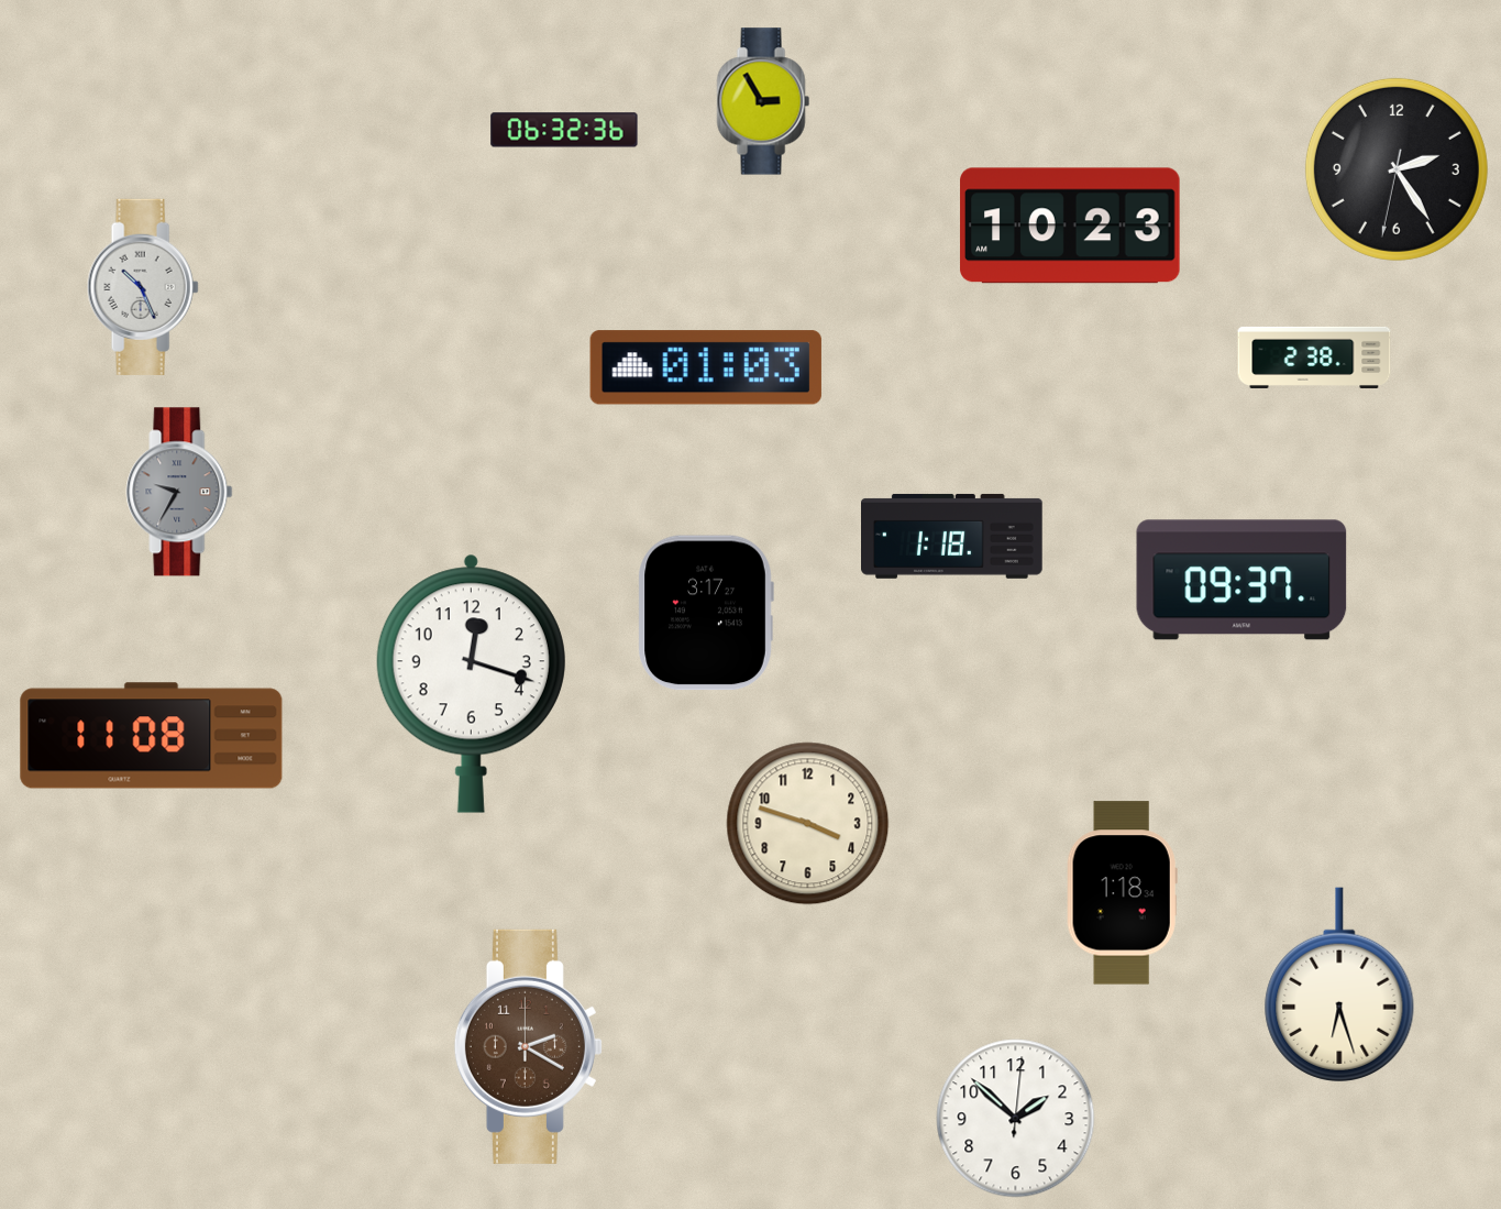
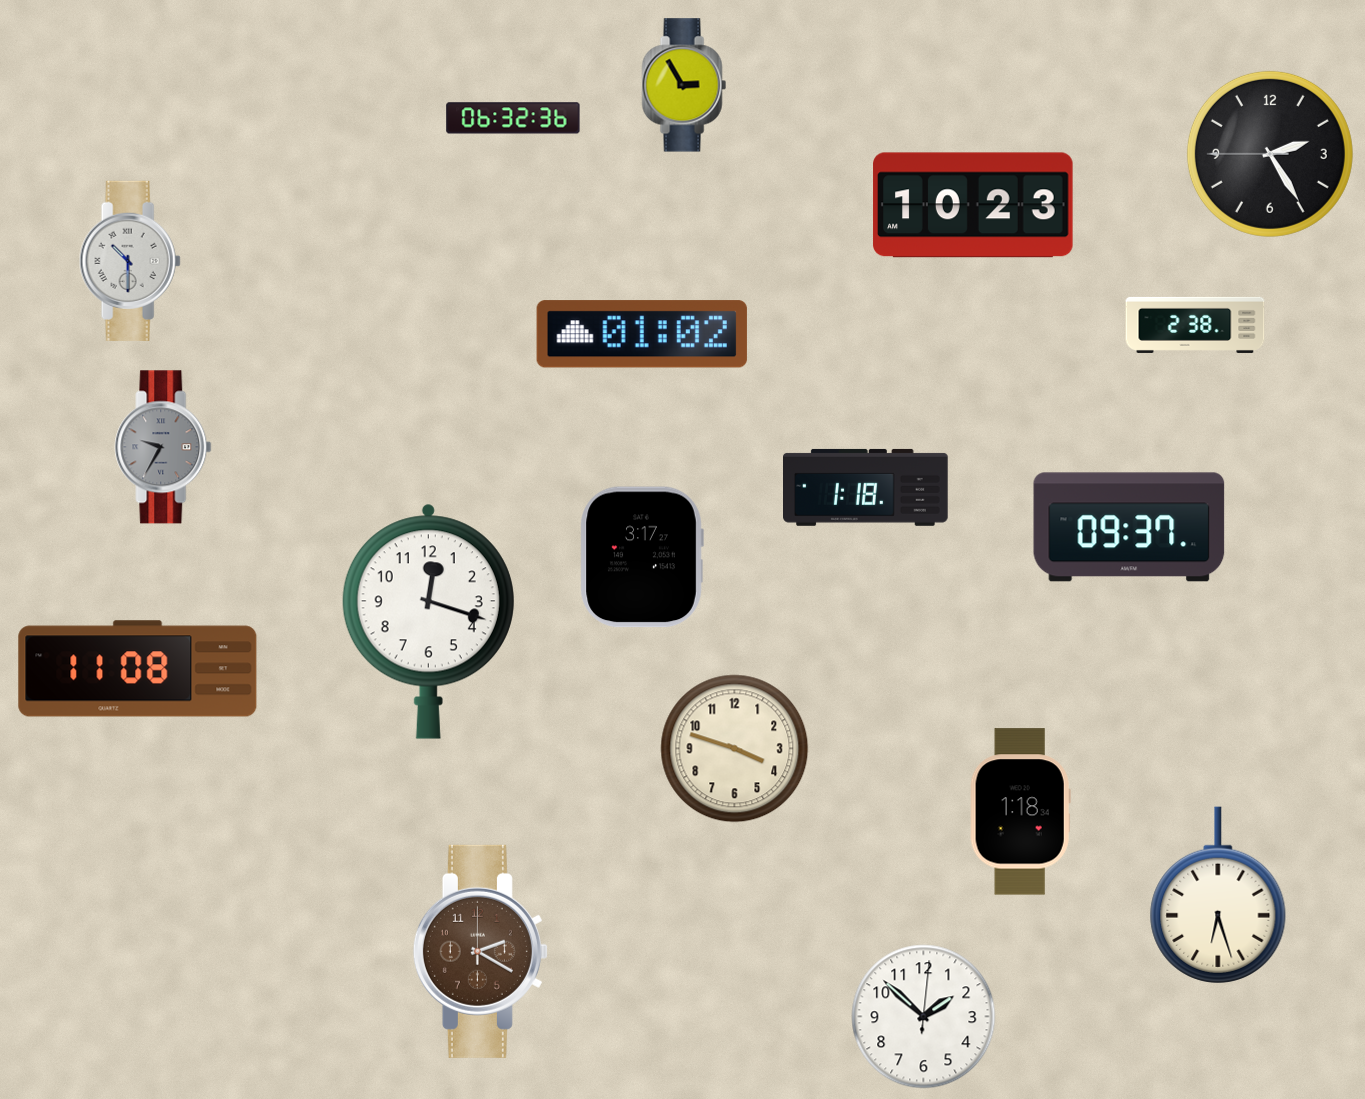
clock at (763, 101) position: (763, 101) -> (684, 85)
clock at (1397, 169): 2:24:32 -> 2:24:45
clock at (143, 287): 10:26 -> 10:30
clock at (706, 367): 01:03 -> 01:02
